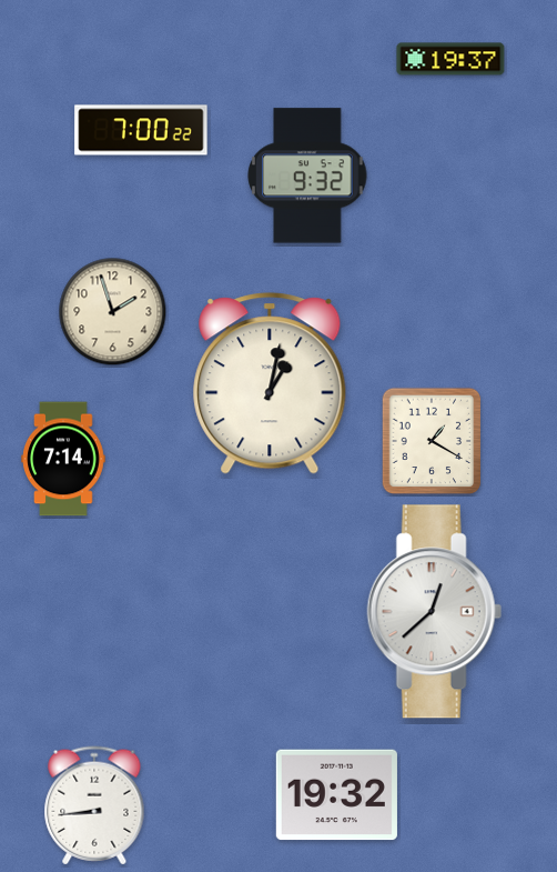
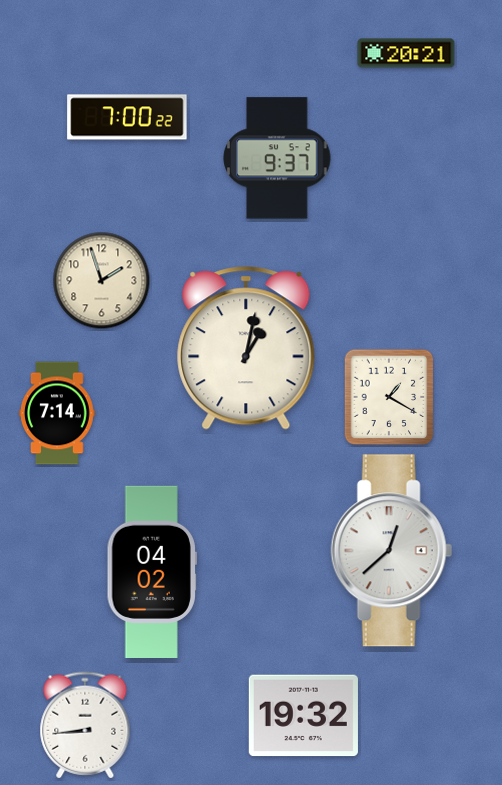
clock at (450, 59): 19:37 -> 20:21
clock at (307, 176): 9:32 -> 9:37
clock at (270, 383) position: (270, 383) -> (246, 348)
clock at (152, 571): none -> 04:02
